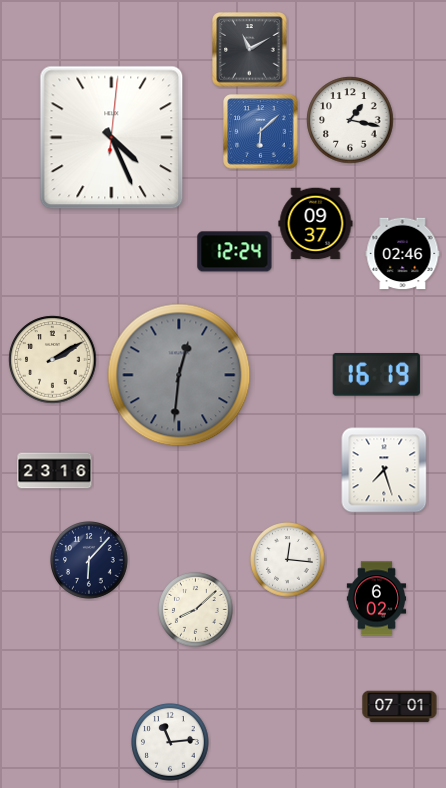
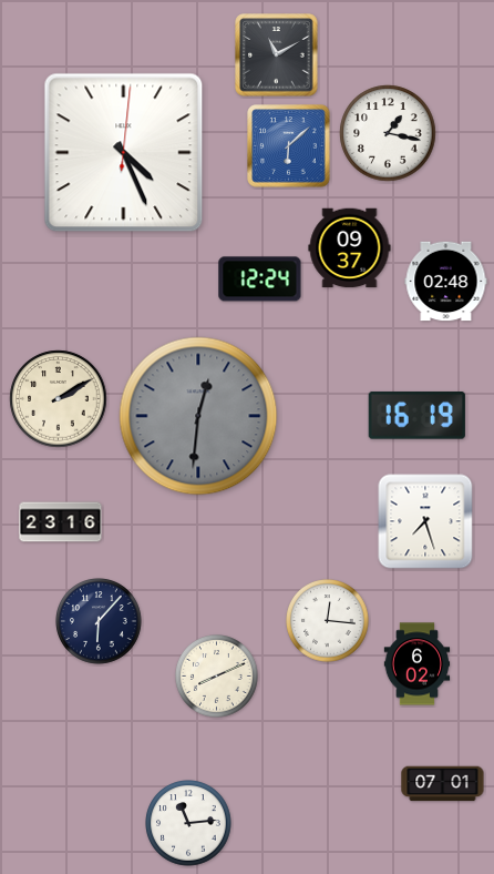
clock at (403, 254): 02:46 -> 02:48
clock at (288, 560) position: (288, 560) -> (328, 621)
clock at (196, 610): 8:08 -> 8:11
